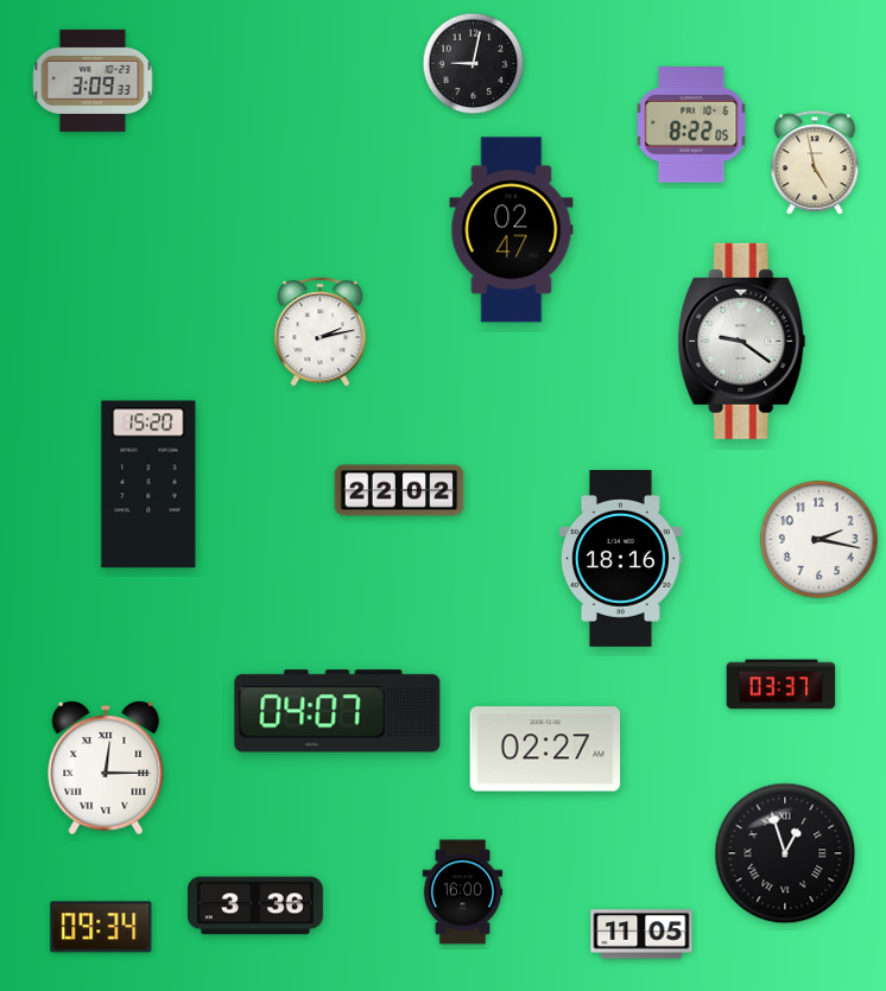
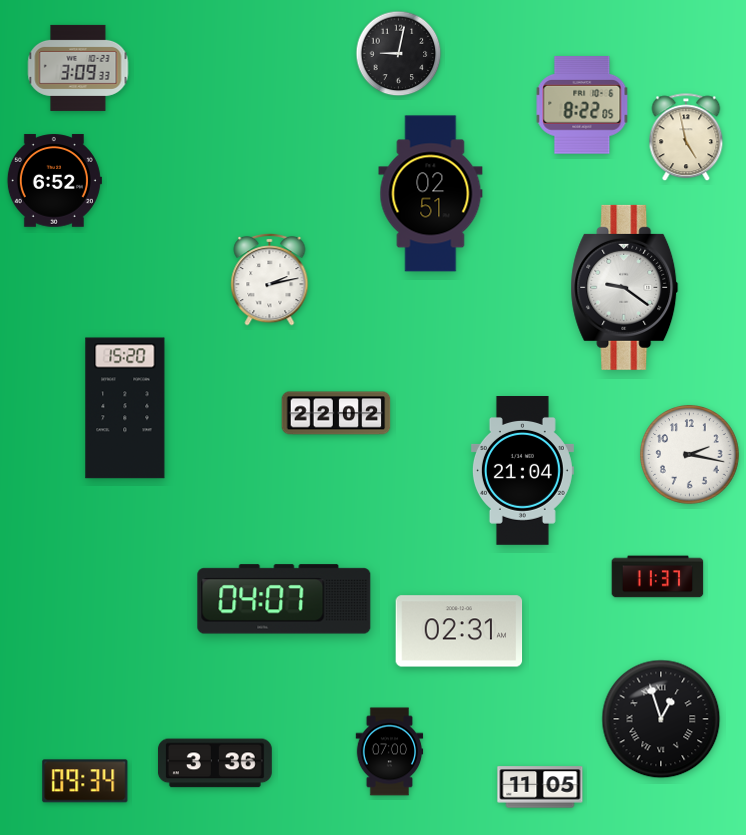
clock at (54, 181): none -> 6:52
clock at (512, 230): 02:47 -> 02:51
clock at (620, 559): 18:16 -> 21:04
clock at (781, 685): 03:37 -> 11:37
clock at (545, 749): 02:27 -> 02:31
clock at (106, 768): 12:15 -> none
clock at (463, 892): 16:00 -> 07:00
